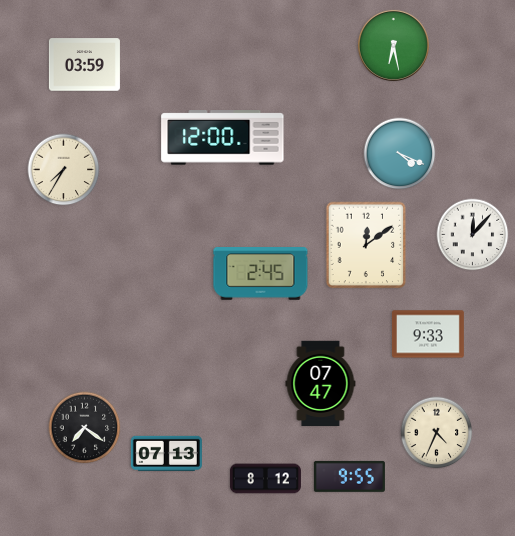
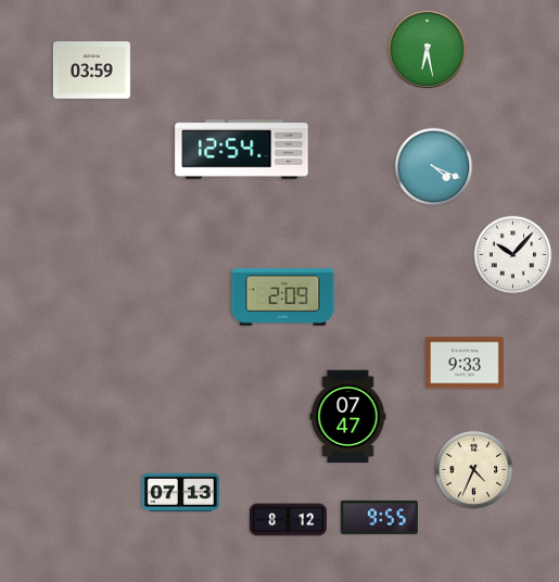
clock at (223, 138): 12:00 -> 12:54
clock at (64, 170): 7:35 -> none
clock at (473, 235): 12:07 -> 10:07
clock at (366, 245): 12:09 -> none
clock at (261, 274): 2:45 -> 2:09
clock at (85, 428): 7:21 -> none
